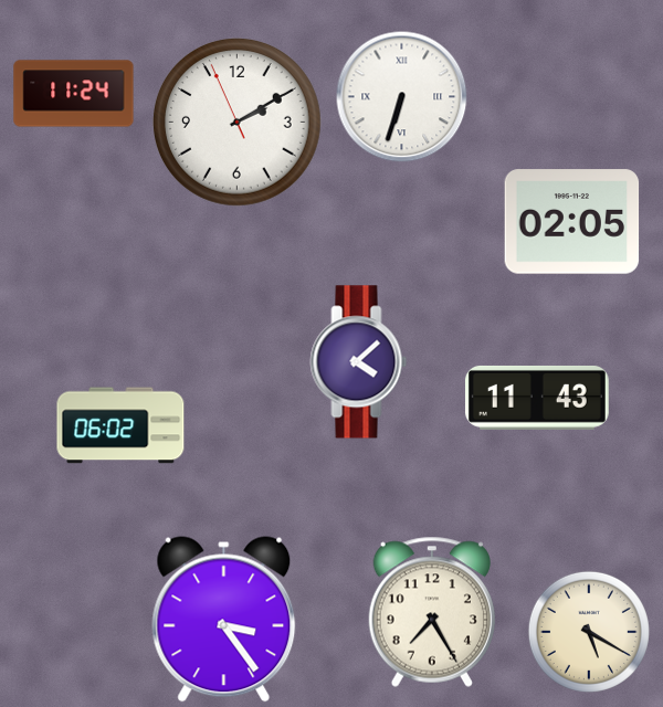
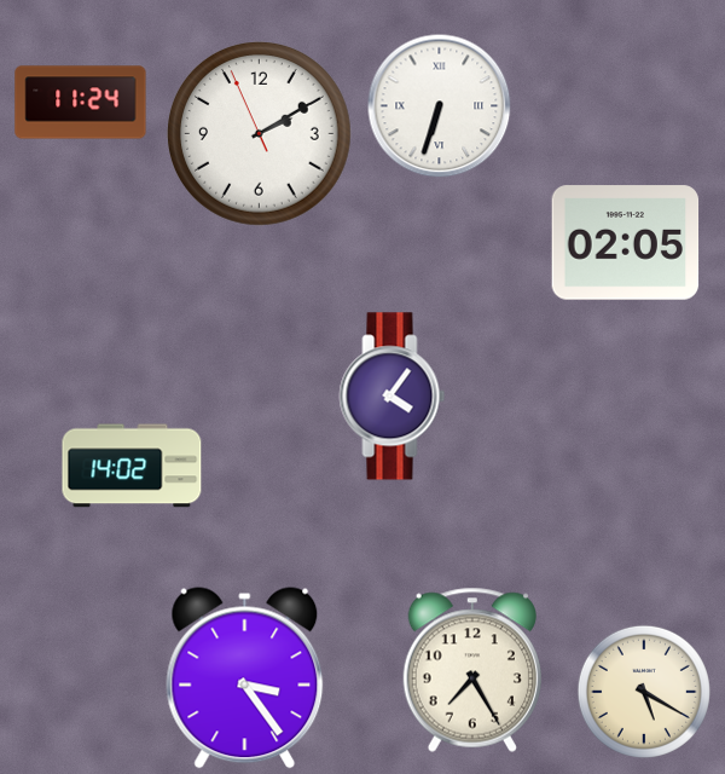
clock at (359, 362): 4:08 -> 4:06
clock at (537, 398): 11:43 -> none
clock at (120, 425): 06:02 -> 14:02
